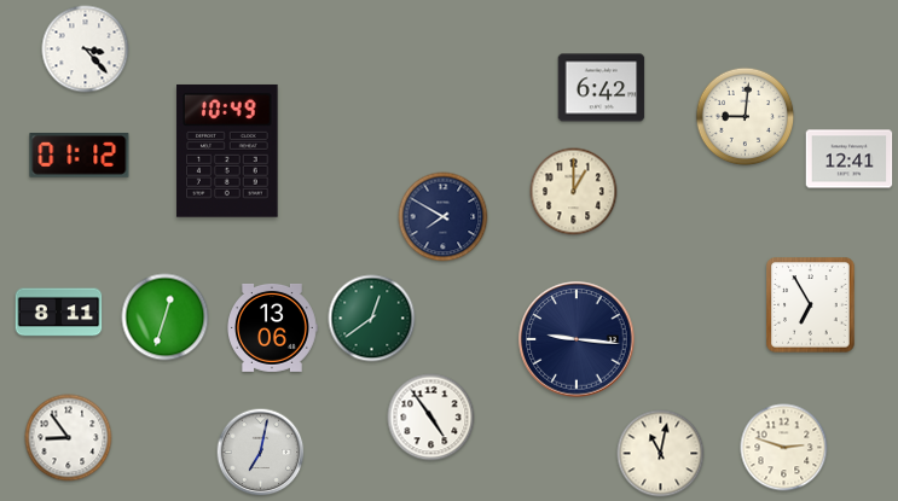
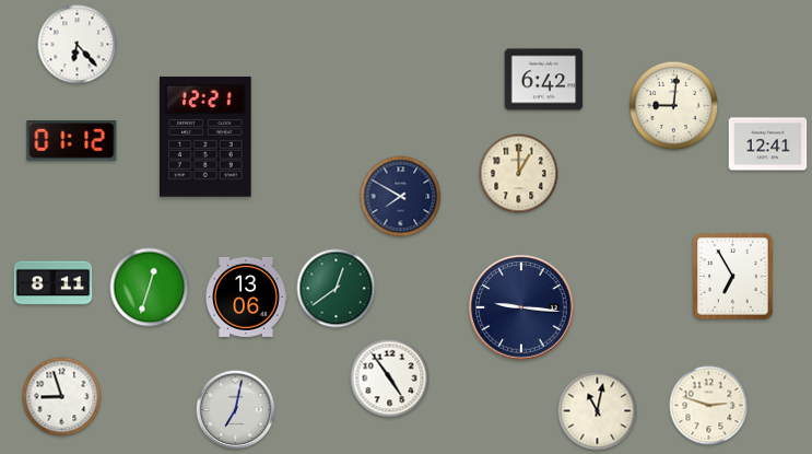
clock at (86, 49): 3:23 -> 6:23
clock at (227, 151): 10:49 -> 12:21
clock at (69, 438): 8:54 -> 8:57
